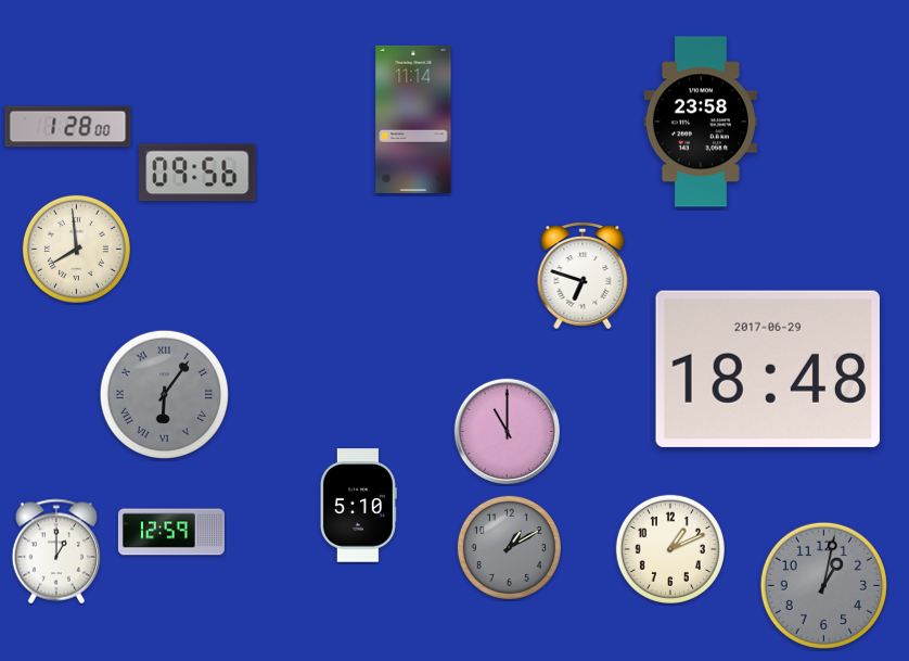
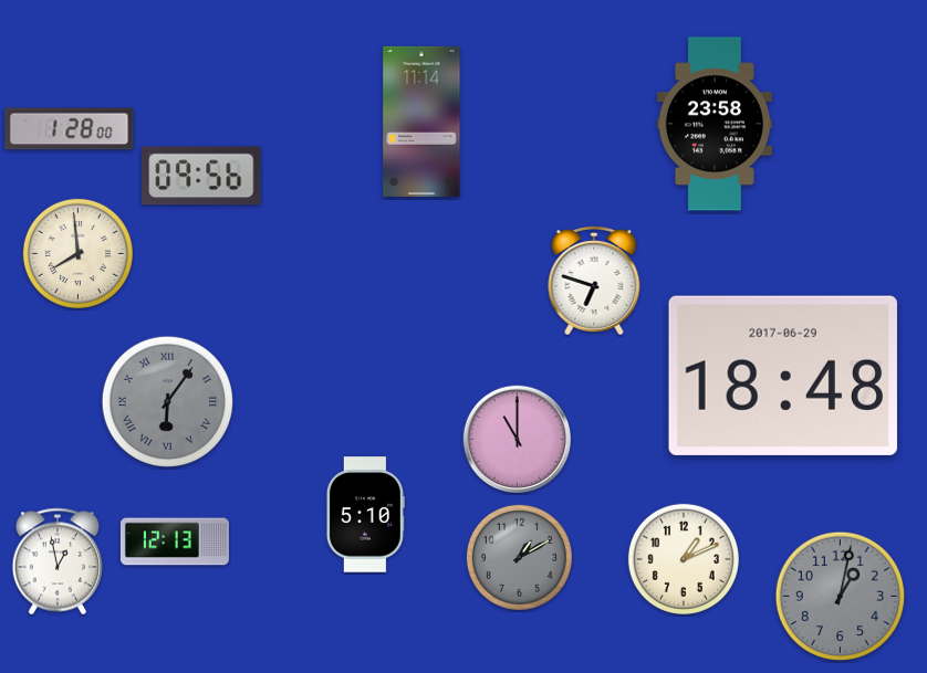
clock at (171, 532): 12:59 -> 12:13
clock at (55, 551): 1:00 -> 12:58
